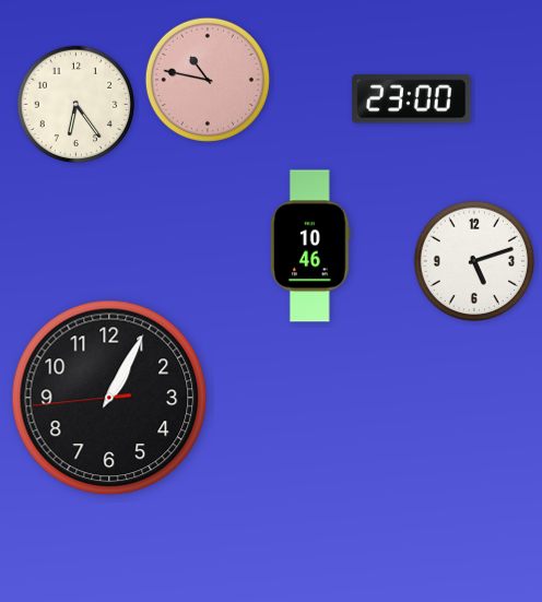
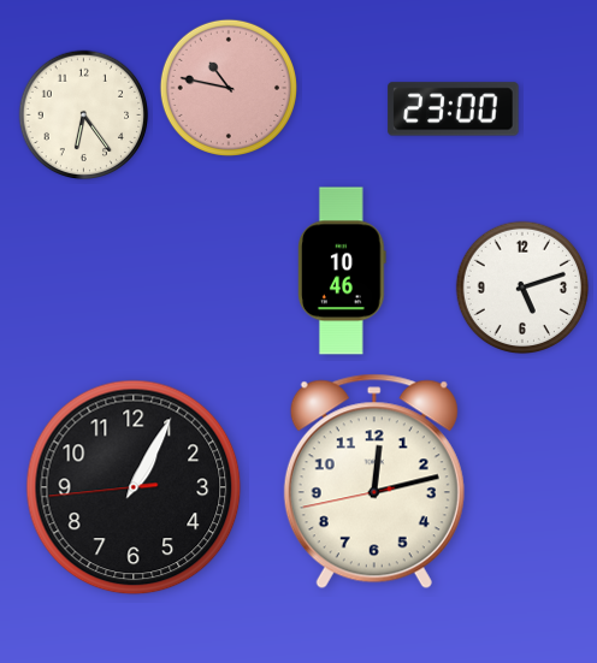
clock at (109, 398) position: (109, 398) -> (134, 487)
clock at (374, 481): none -> 12:12
